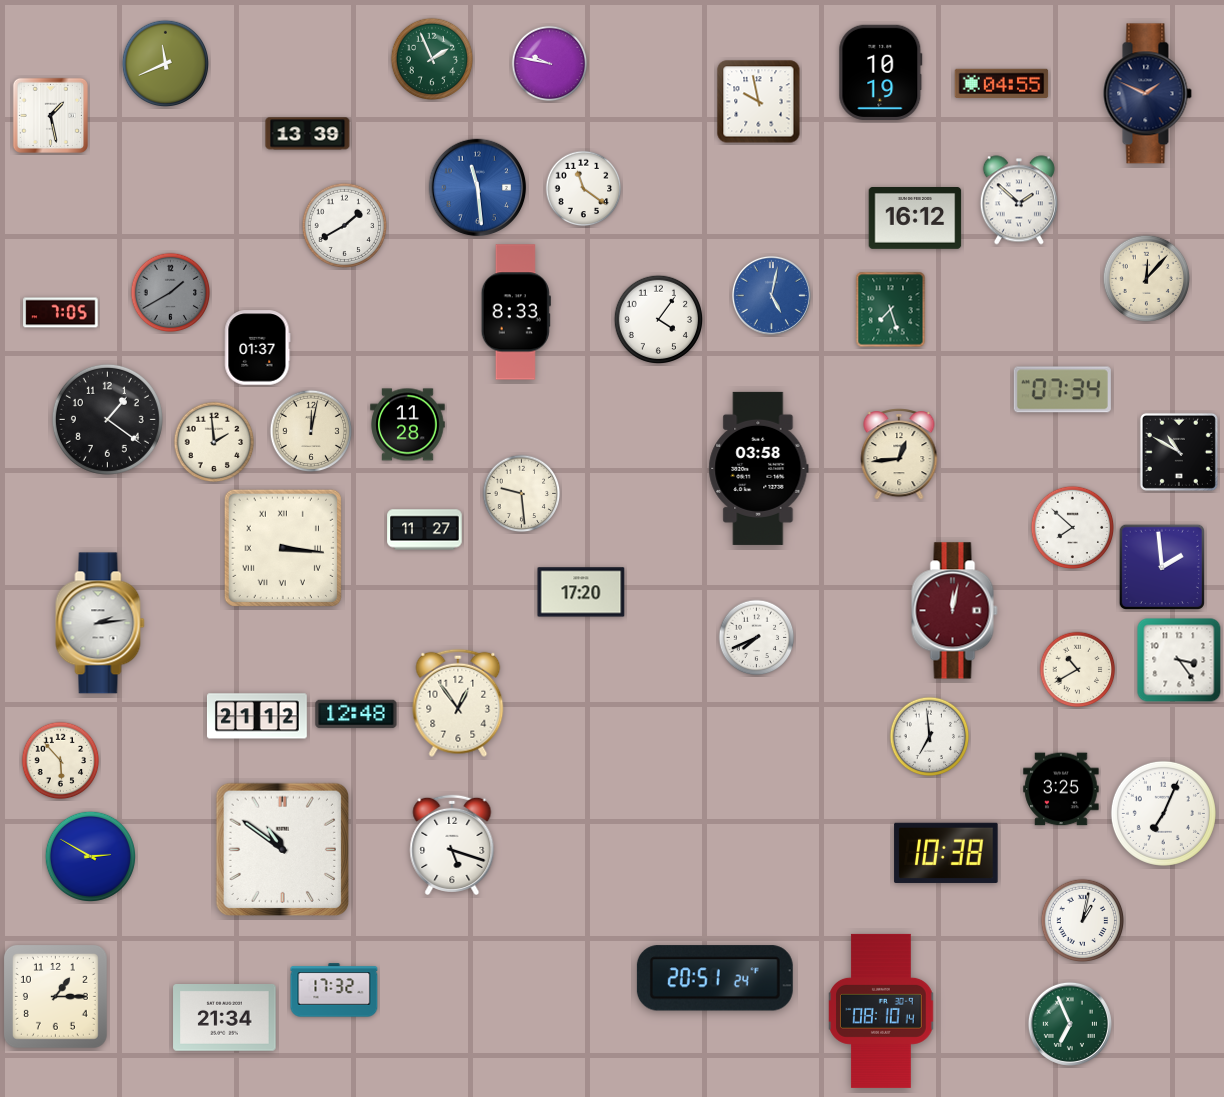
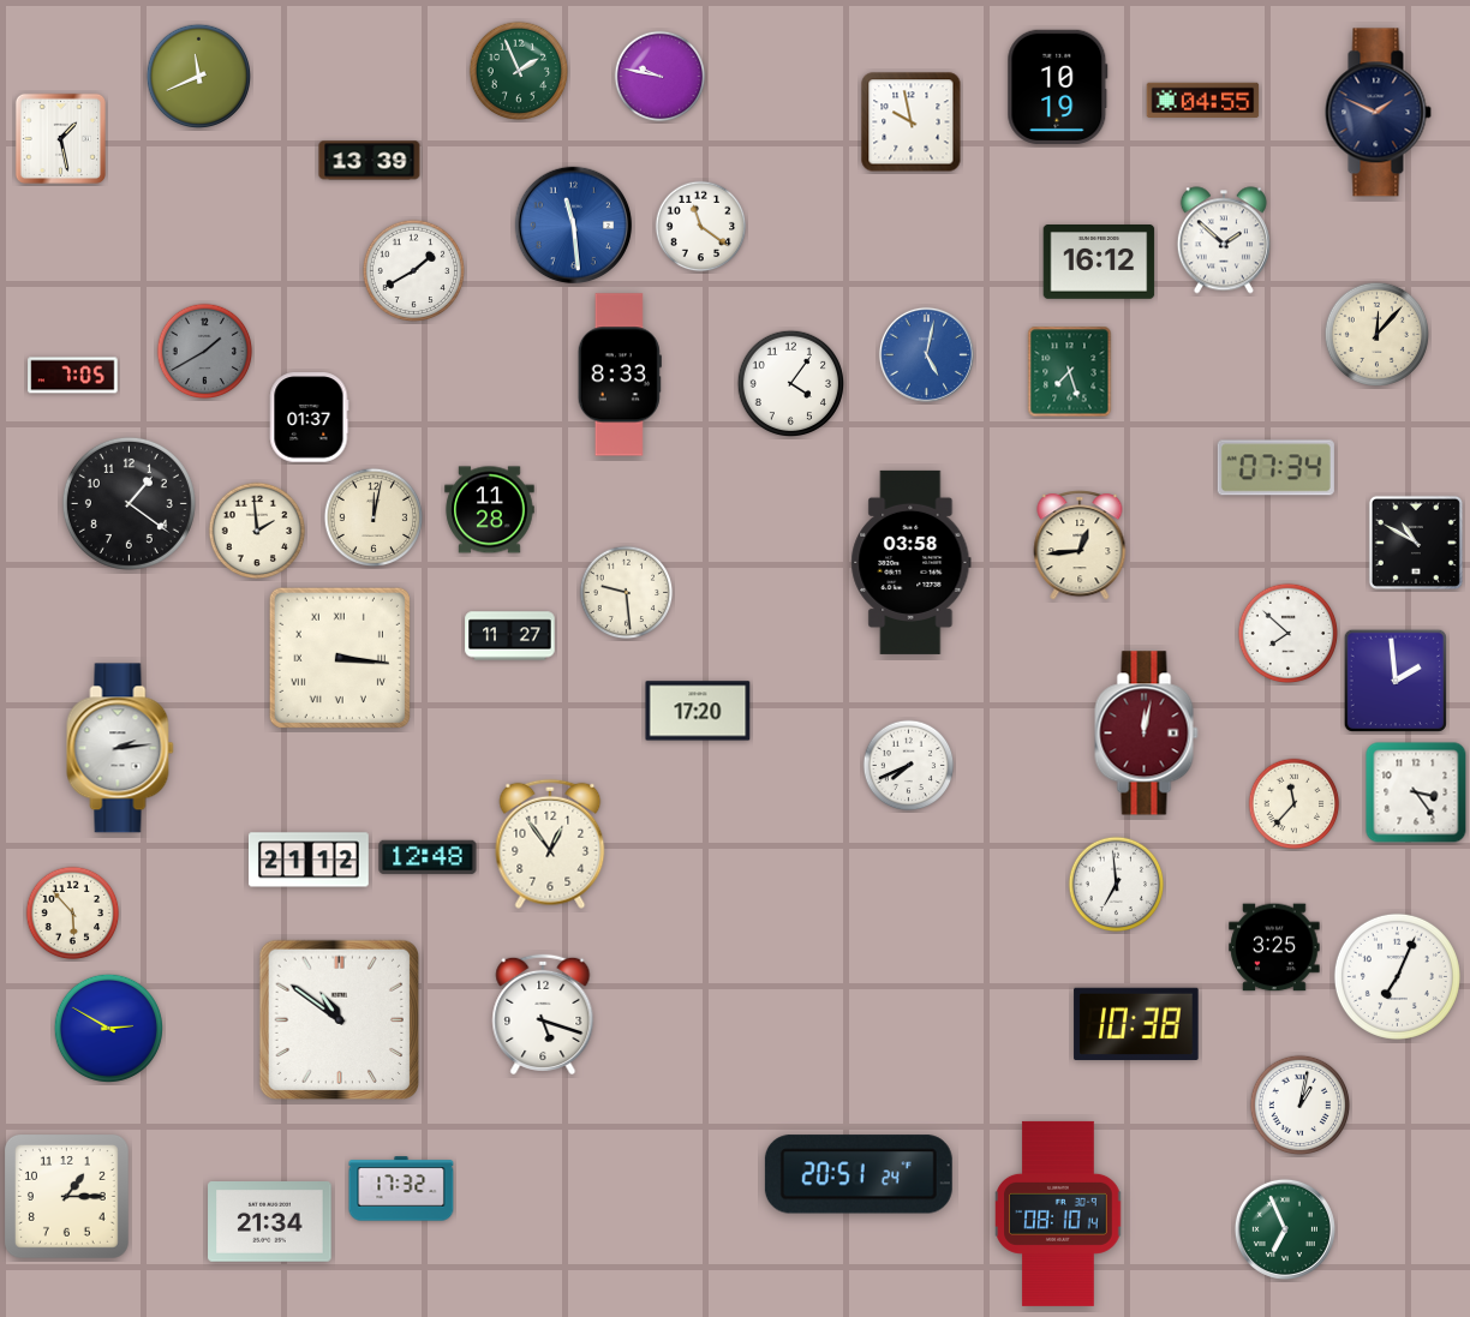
clock at (1078, 670): 10:40 -> 11:37
